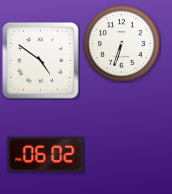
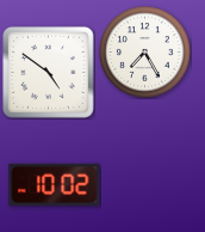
clock at (122, 44): 6:33 -> 7:25
clock at (46, 154): 06:02 -> 10:02
